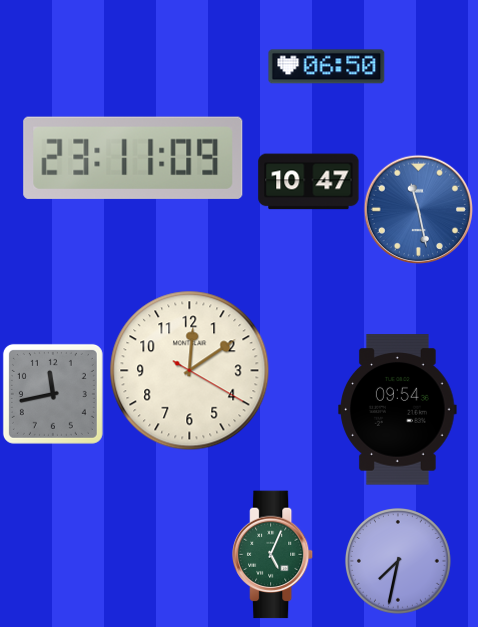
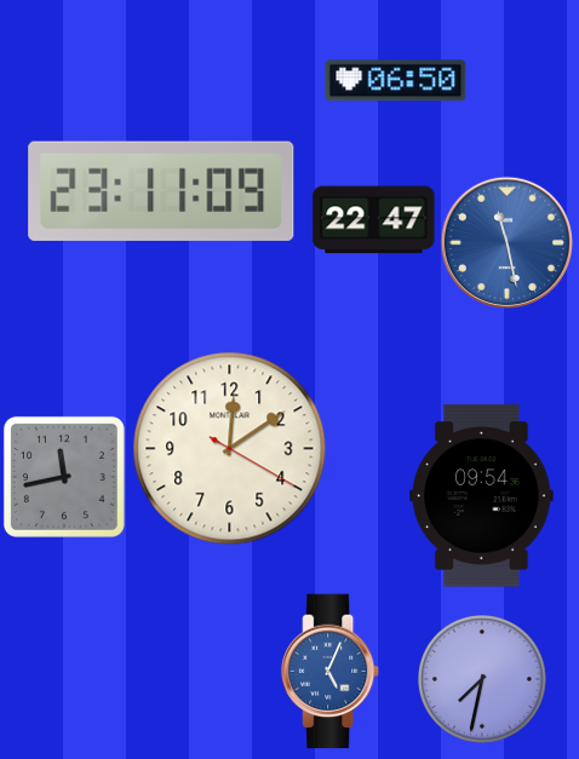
clock at (309, 182): 10:47 -> 22:47
clock at (418, 209) position: (418, 209) -> (506, 242)
clock at (274, 555) dial: green -> blue
